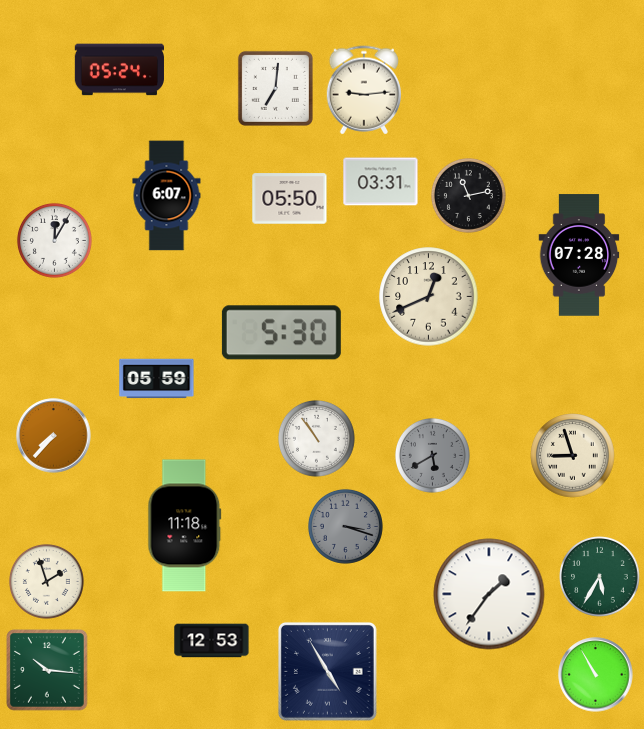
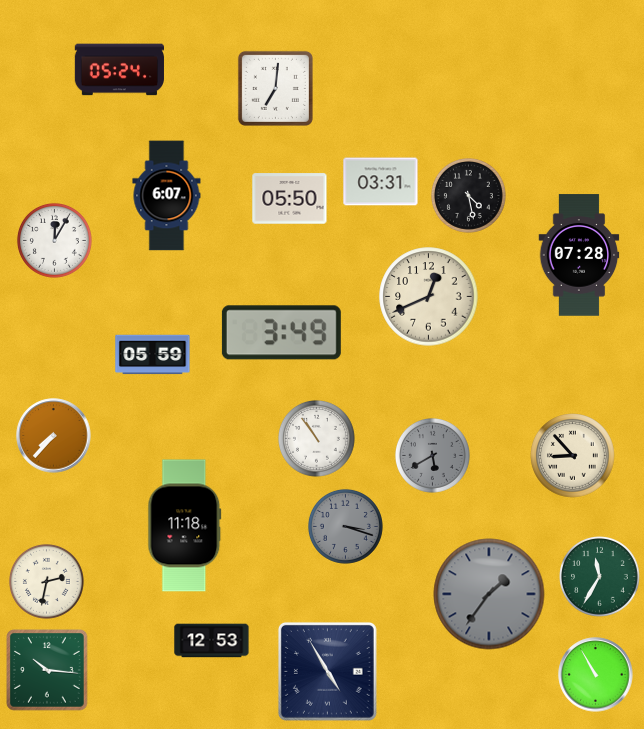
clock at (363, 90): 9:14 -> none
clock at (468, 195): 11:13 -> 4:28
clock at (281, 333): 5:30 -> 3:49
clock at (157, 379) position: (157, 379) -> (153, 355)
clock at (573, 456): 8:57 -> 8:53
clock at (600, 577): 5:35 -> 11:35
clock at (46, 581): 1:57 -> 2:32
clock at (489, 594) dial: white -> grey
